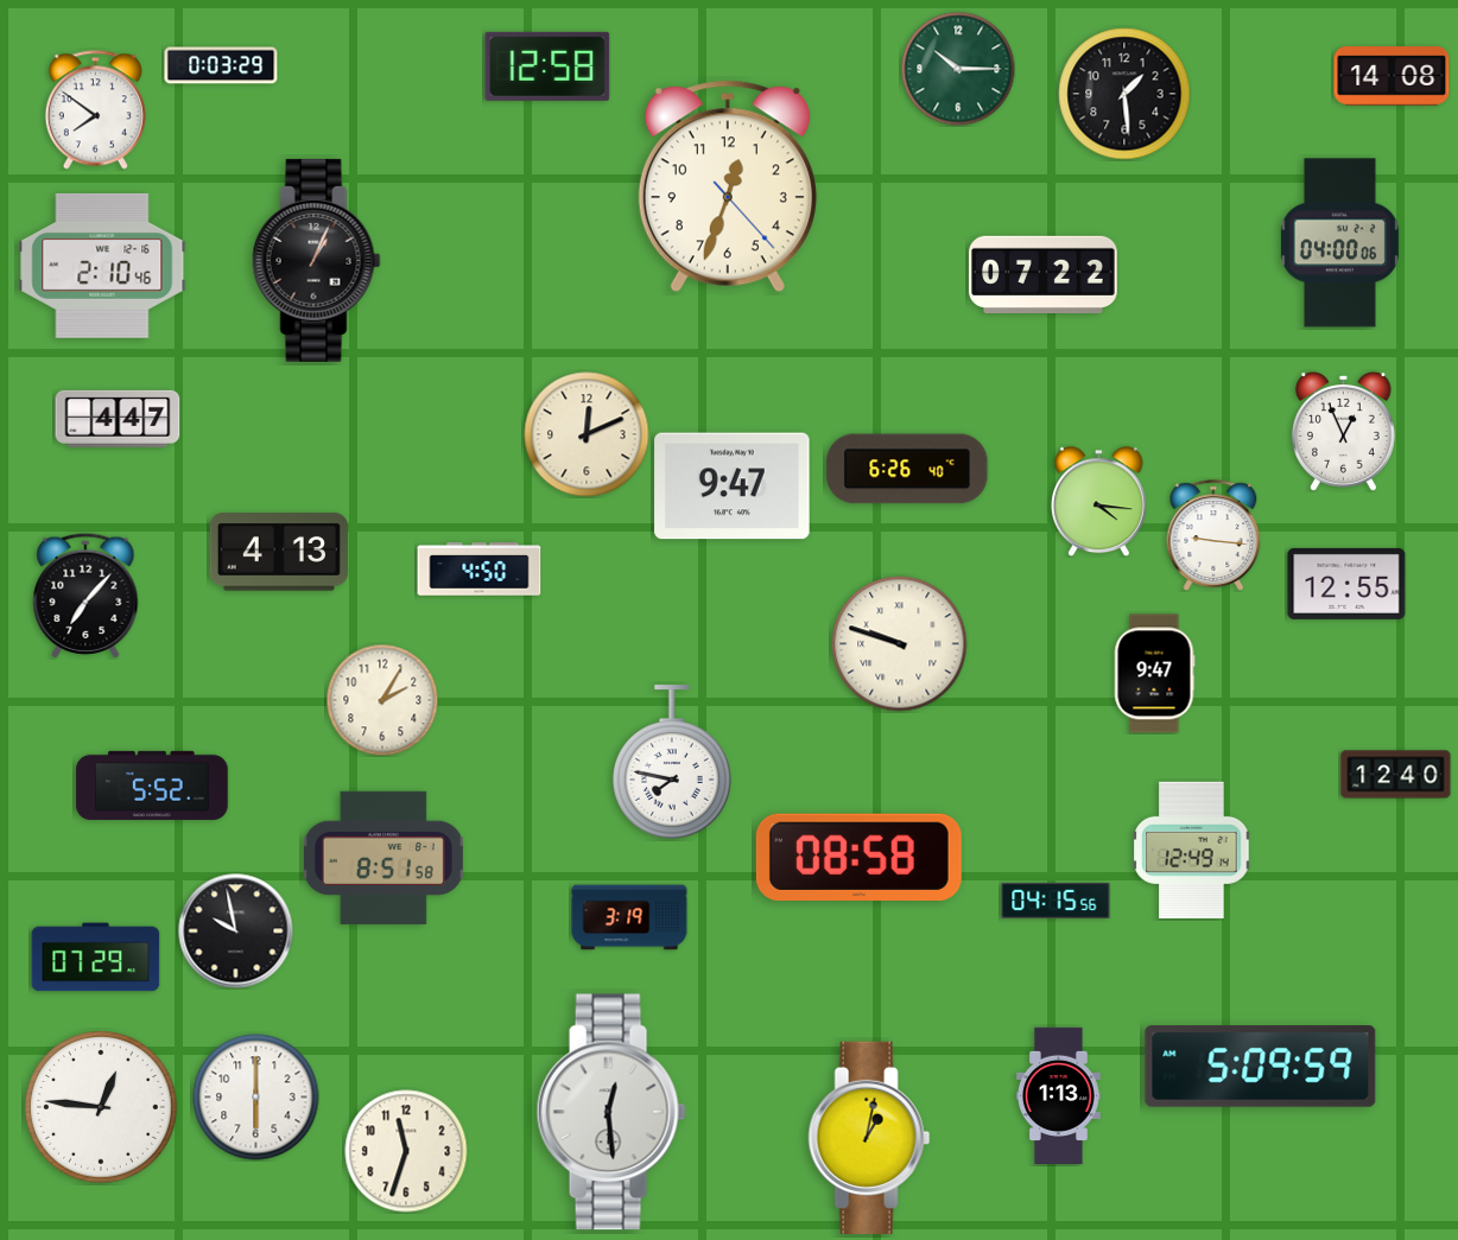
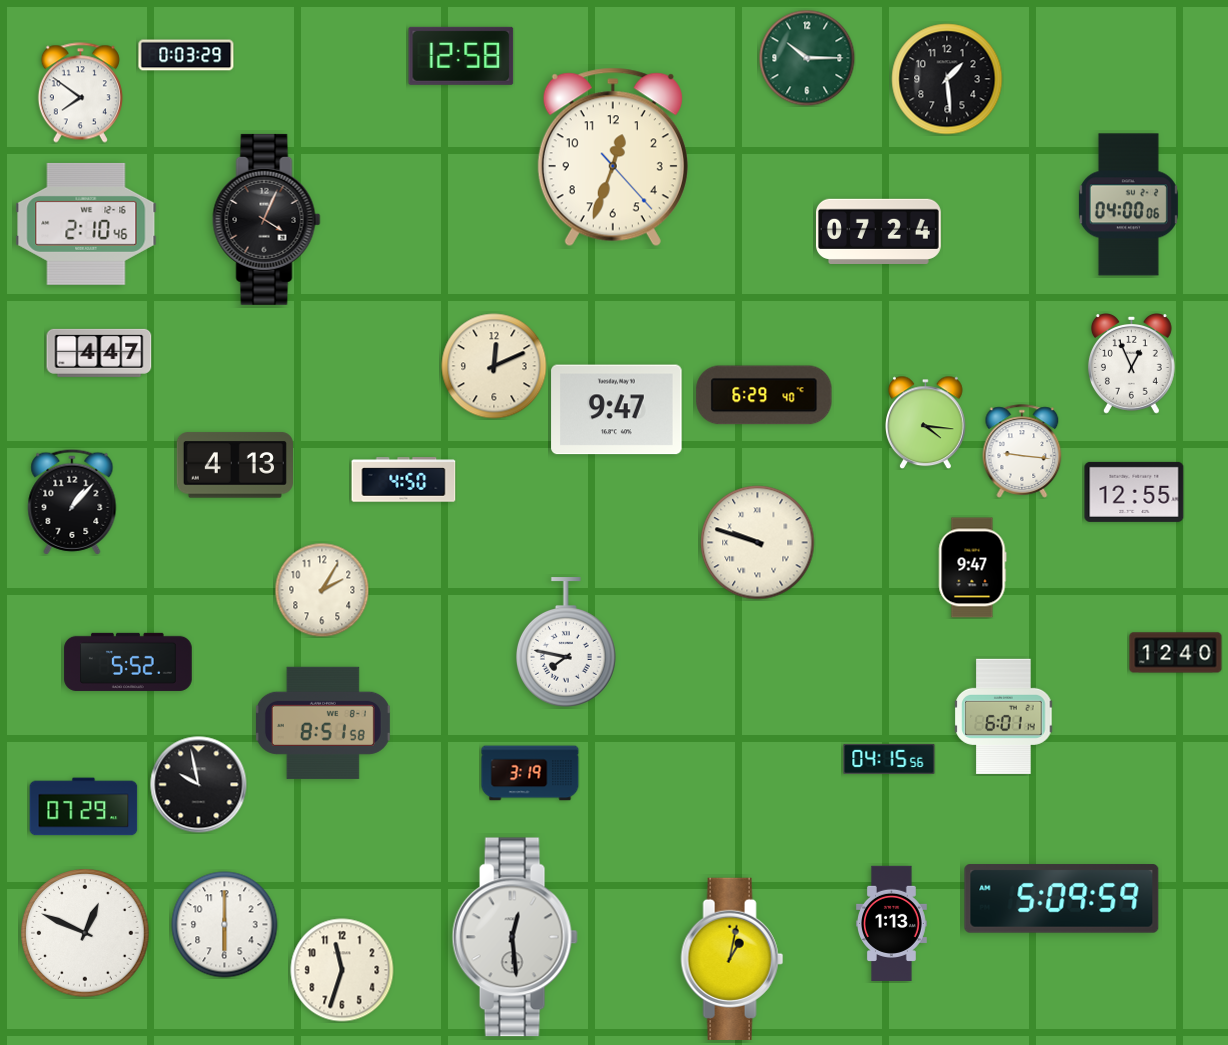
clock at (1392, 76): 14:08 -> none
clock at (317, 260): 1:04 -> 4:04
clock at (1044, 274): 07:22 -> 07:24
clock at (907, 469): 6:26 -> 6:29
clock at (85, 596): 7:07 -> 1:07
clock at (1192, 850): 12:49 -> 6:01
clock at (858, 857): 08:58 -> none
clock at (96, 958) position: (96, 958) -> (84, 807)
clock at (256, 1098) position: (256, 1098) -> (225, 925)
clock at (101, 1107): 12:46 -> 12:49
